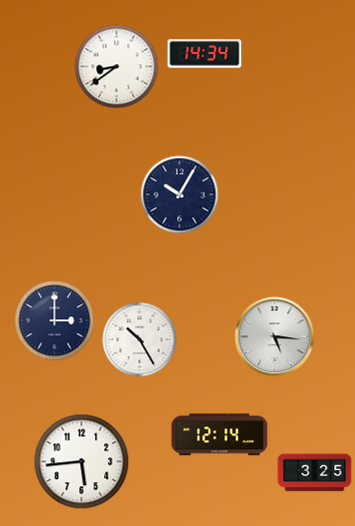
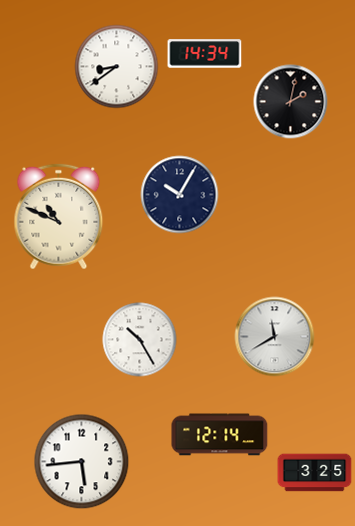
clock at (291, 102): none -> 2:02
clock at (59, 217): none -> 10:49
clock at (55, 321): 3:00 -> none
clock at (275, 337): 5:16 -> 11:40
